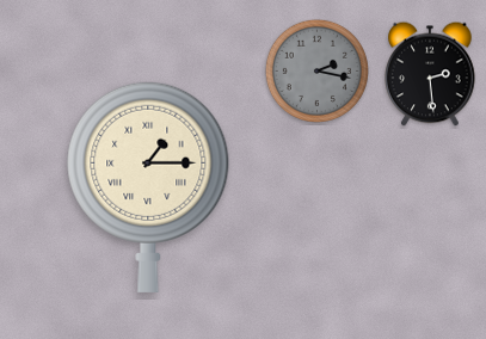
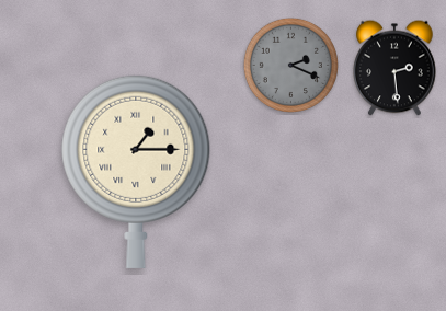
clock at (316, 70): 2:17 -> 2:19
